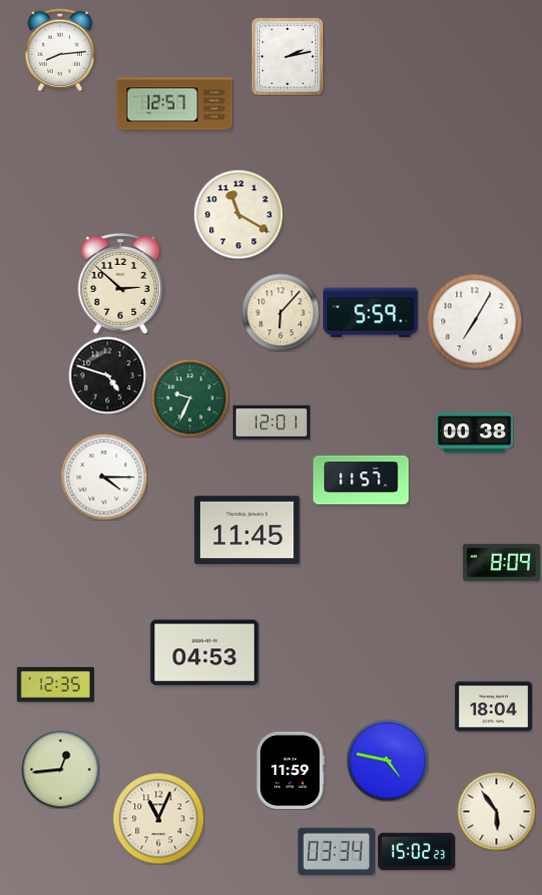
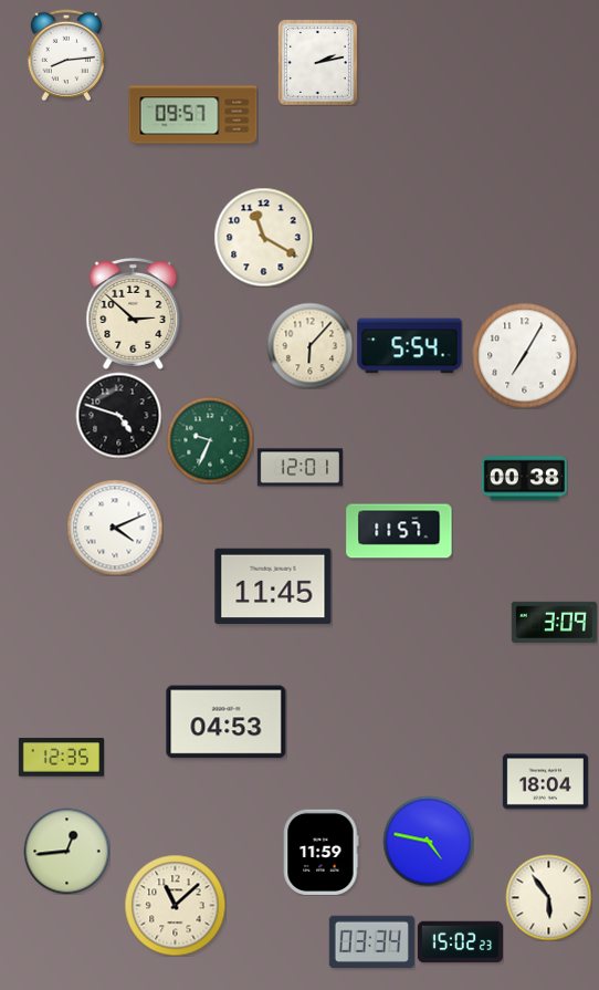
clock at (175, 104): 12:57 -> 09:57
clock at (371, 313): 5:59 -> 5:54
clock at (104, 477): 4:15 -> 4:11
clock at (501, 562): 8:09 -> 3:09
clock at (158, 818): 11:04 -> 11:08
